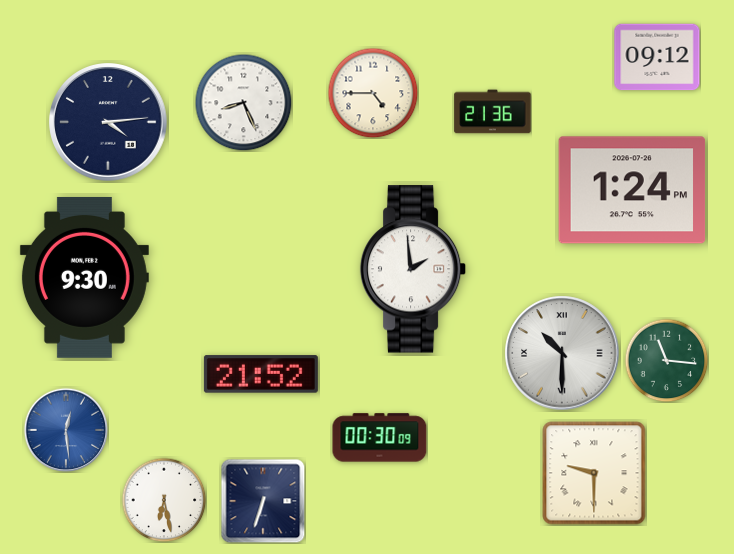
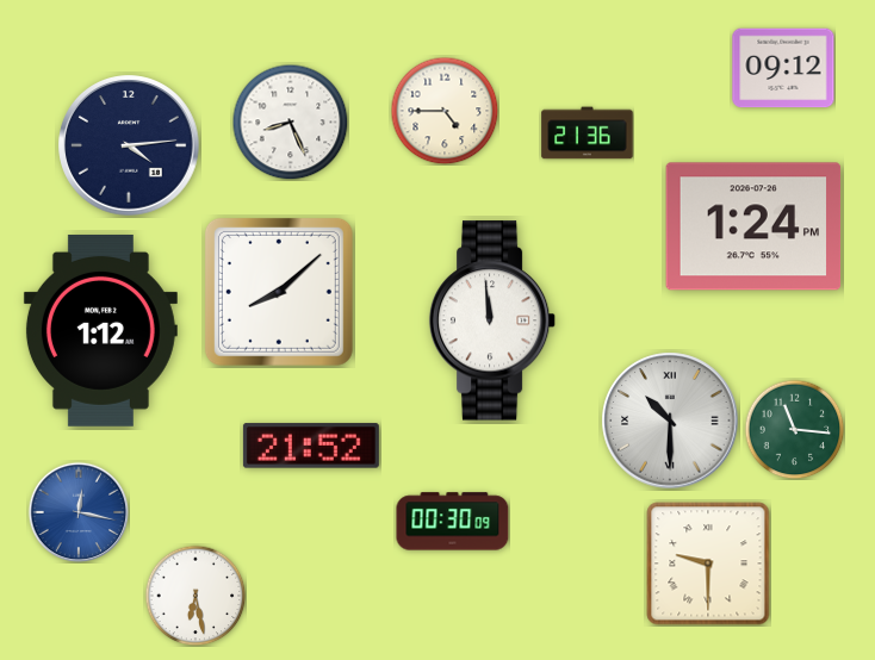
clock at (279, 292): none -> 8:08
clock at (413, 269): 1:59 -> 11:59
clock at (84, 277): 9:30 -> 1:12
clock at (66, 430): 12:29 -> 12:17
clock at (263, 501): 6:33 -> none
